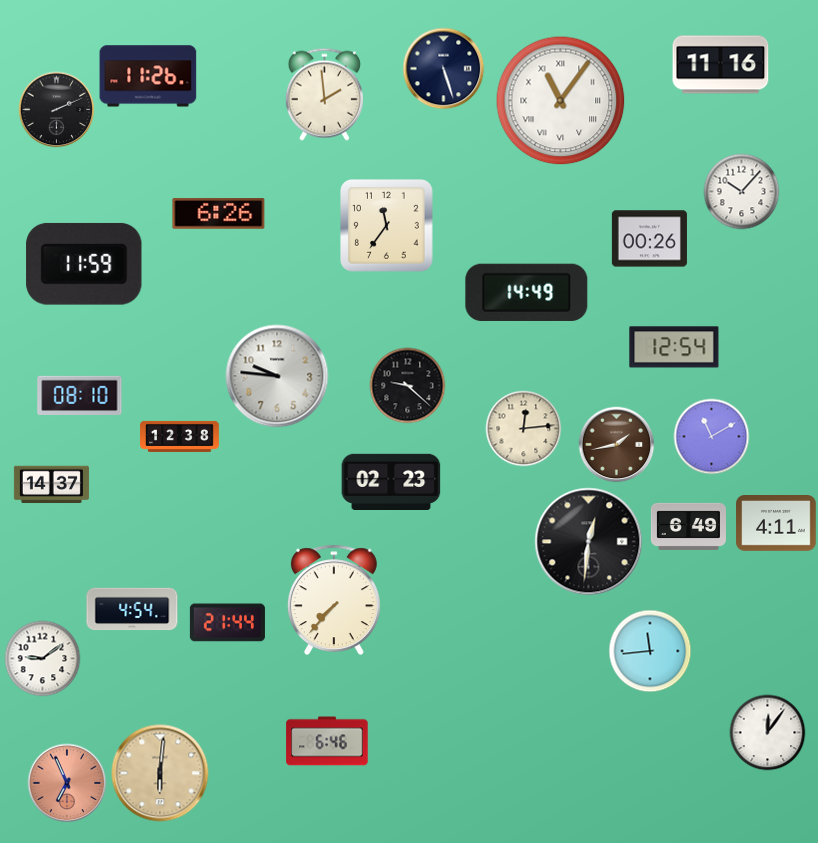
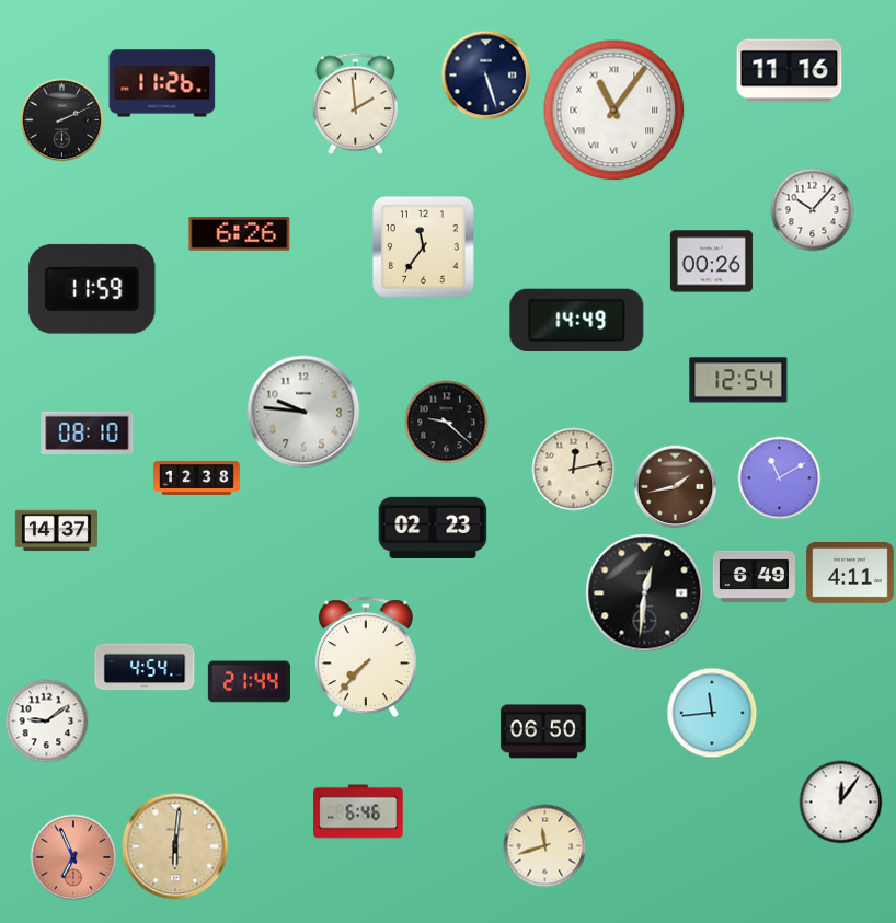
clock at (524, 429): 12:14 -> 12:13
clock at (391, 481) position: (391, 481) -> (433, 527)
clock at (543, 731): none -> 06:50
clock at (545, 846): none -> 11:42
